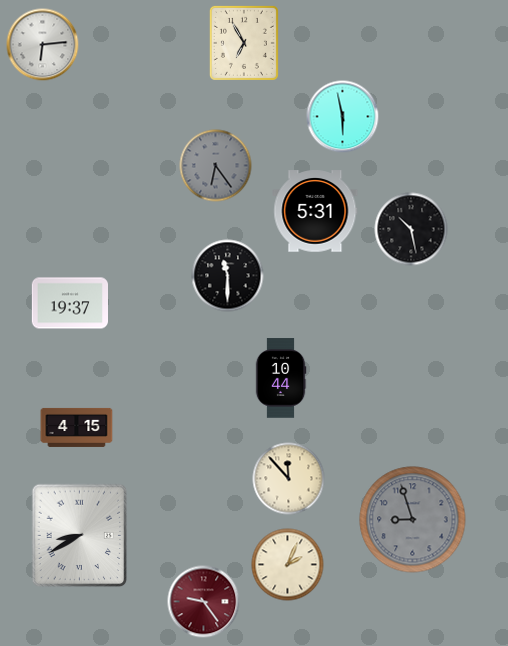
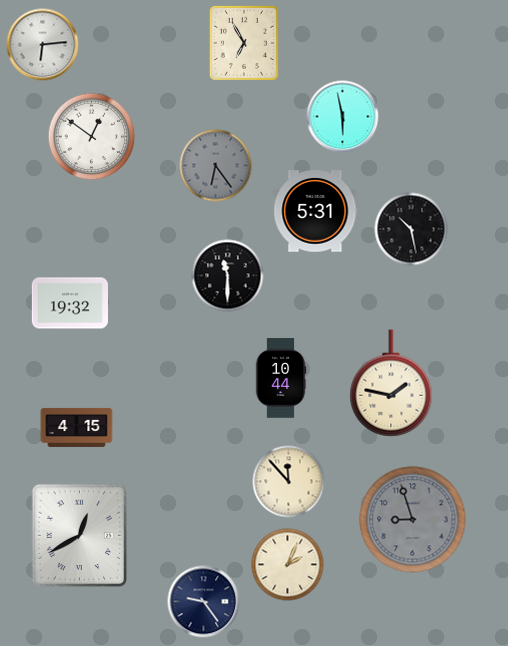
clock at (92, 137): none -> 12:51
clock at (69, 303): 19:37 -> 19:32
clock at (391, 383): none -> 1:47
clock at (289, 479) position: (289, 479) -> (289, 482)
clock at (80, 536): 8:40 -> 12:40
clock at (204, 602) dial: burgundy -> navy
